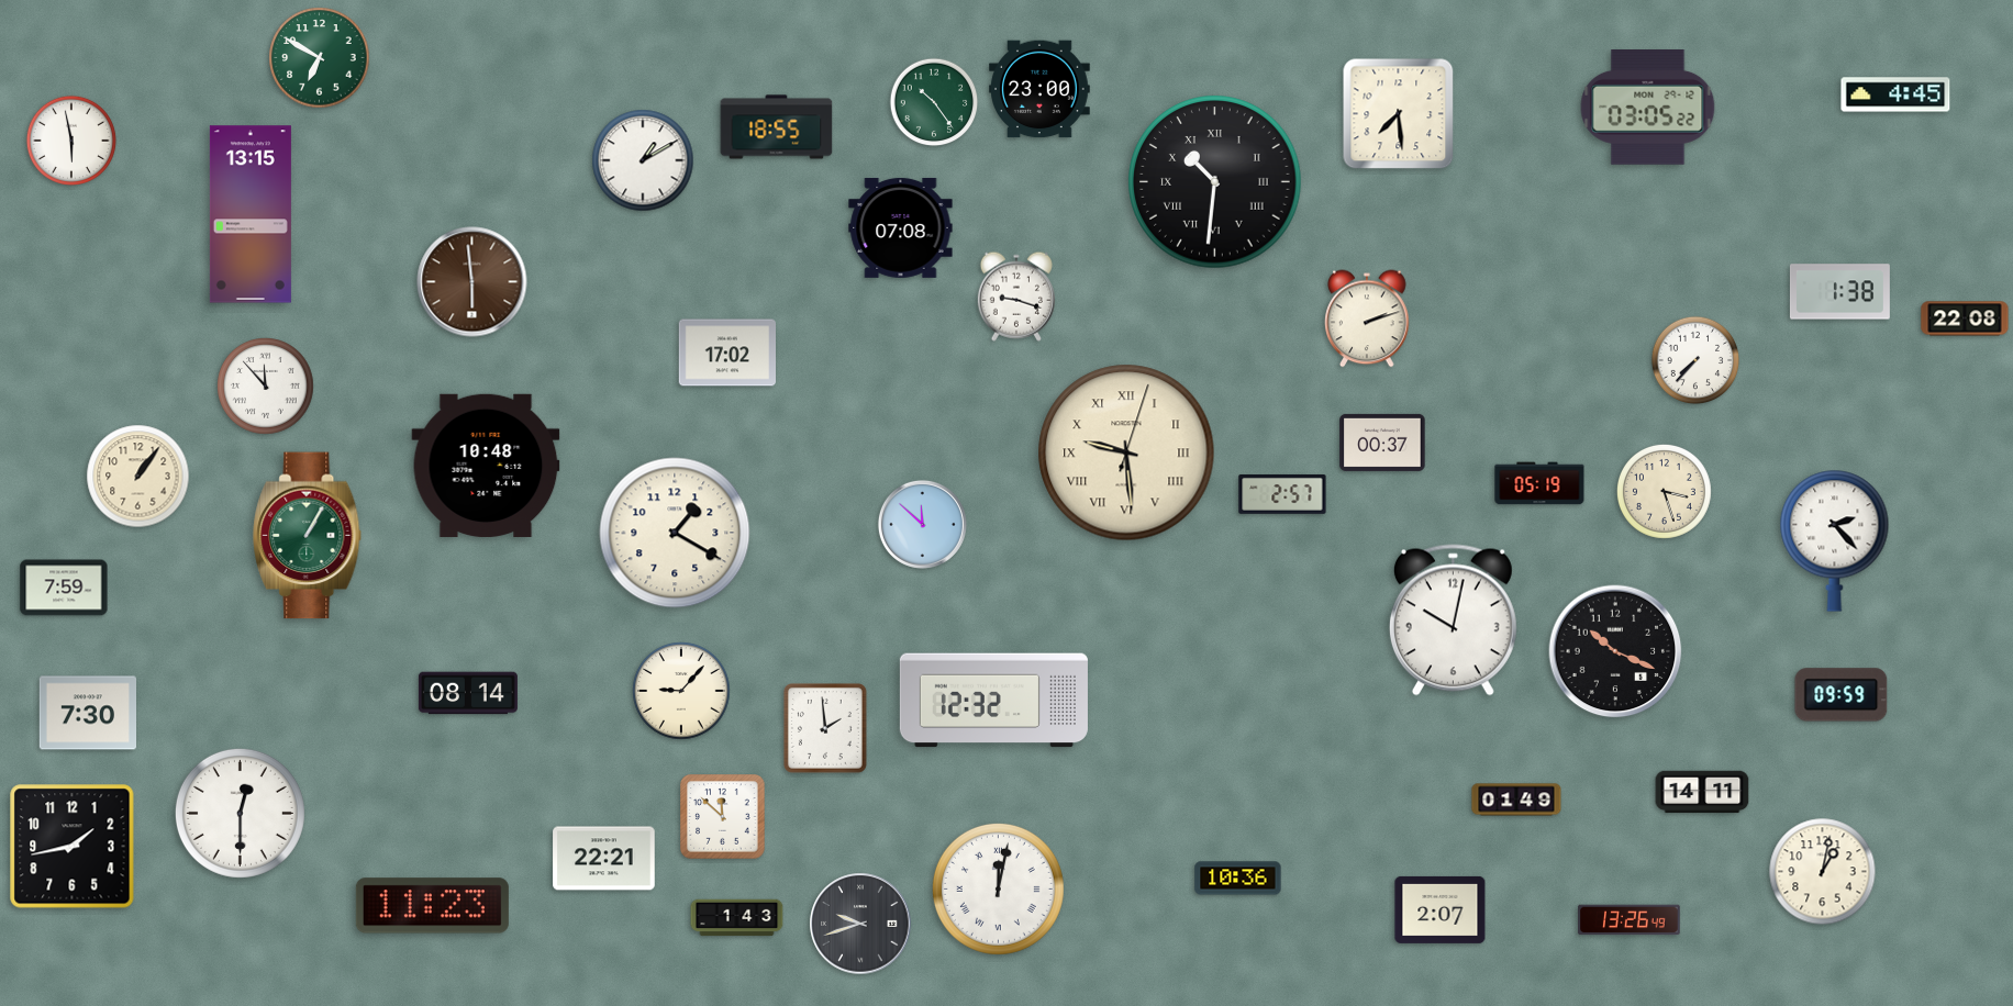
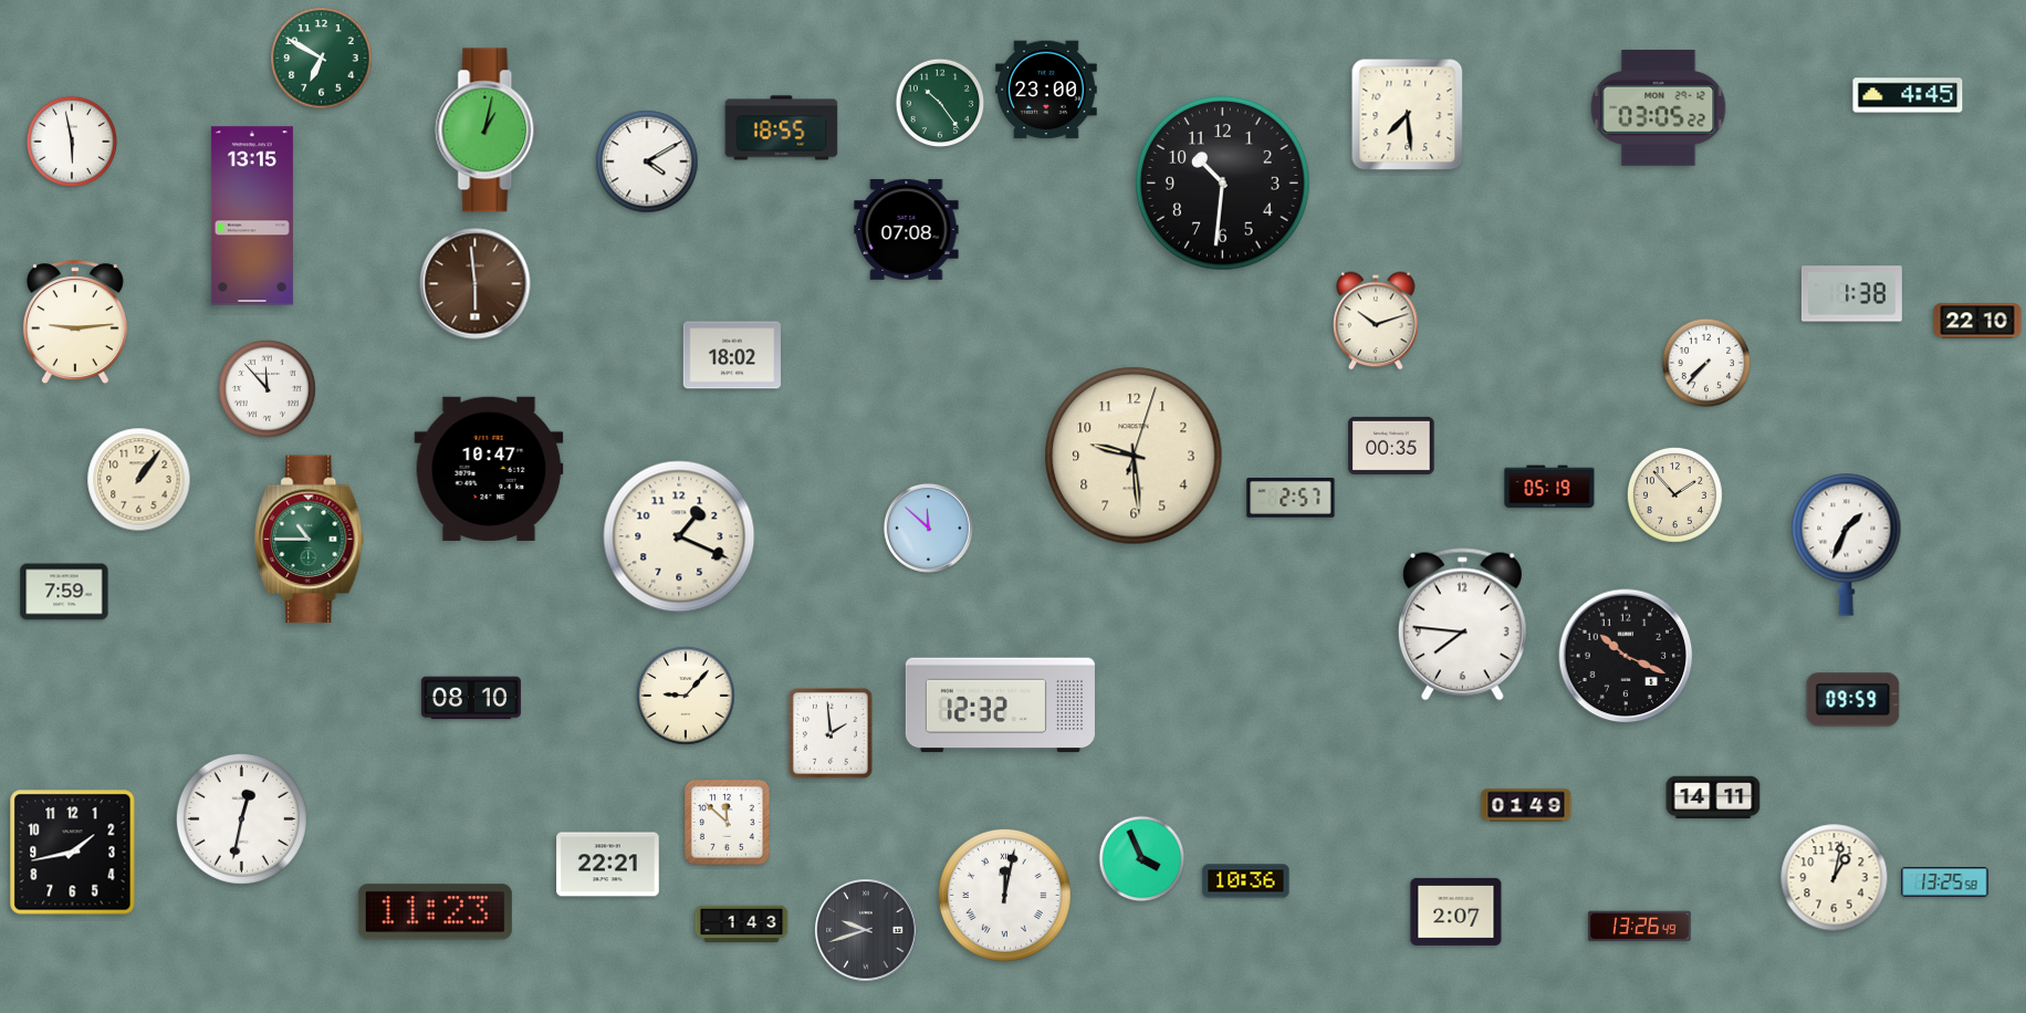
clock at (488, 130): none -> 1:02
clock at (643, 160): 1:10 -> 4:10
clock at (1215, 182) numerals: Roman -> Arabic
clock at (1016, 297): 9:18 -> none
clock at (1367, 318): 2:12 -> 10:12
clock at (1965, 318): 22:08 -> 22:10
clock at (75, 323): none -> 9:14
clock at (727, 353): 17:02 -> 18:02
clock at (1382, 443): 00:37 -> 00:35
clock at (1126, 452) numerals: Roman -> Arabic
clock at (486, 465): 10:48 -> 10:47
clock at (1664, 491): 3:27 -> 1:53
clock at (675, 533): 1:20 -> 1:19
clock at (308, 536): 1:05 -> 10:45
clock at (1835, 540): 2:23 -> 1:34
clock at (1453, 621): 10:02 -> 7:46
clock at (468, 693): 08:14 -> 08:10
clock at (87, 713): 7:30 -> none
clock at (240, 813): 12:30 -> 12:32
clock at (1142, 859): none -> 3:56
clock at (1945, 883): none -> 13:25
clock at (1238, 879) position: (1238, 879) -> (1246, 881)
clock at (1441, 909) position: (1441, 909) -> (1456, 911)
